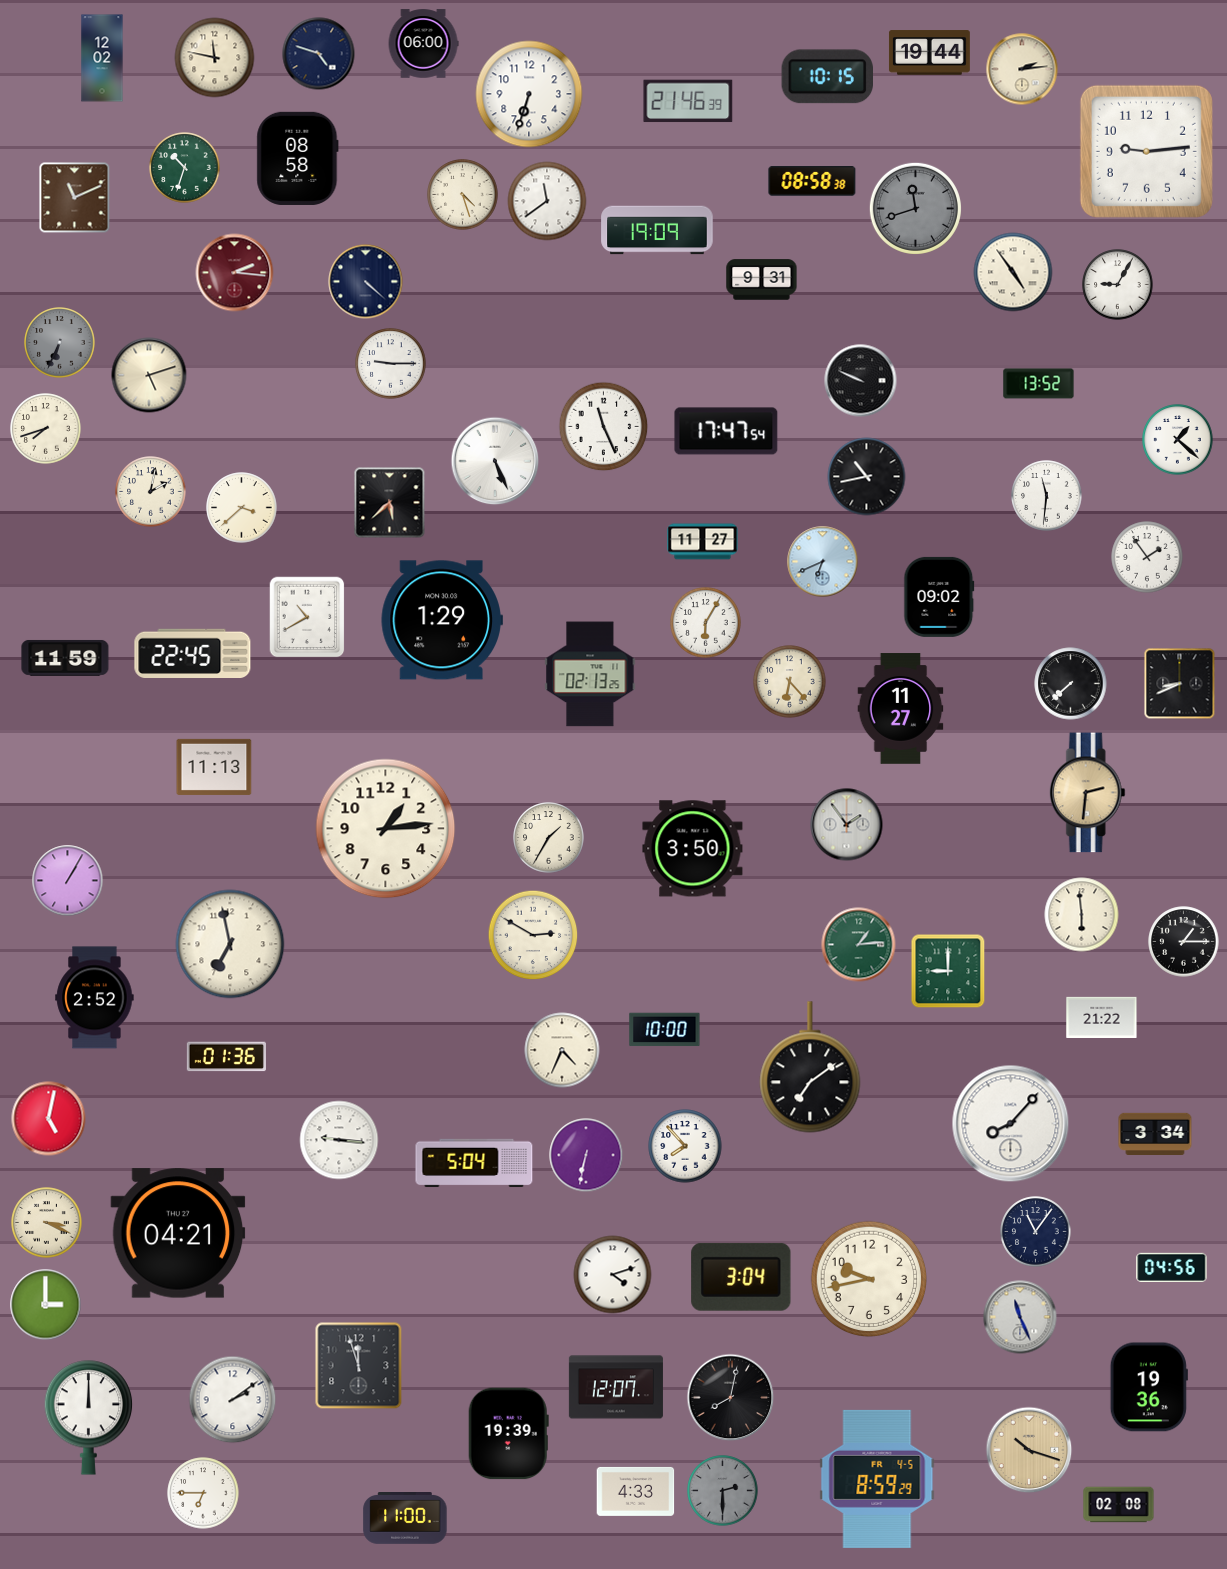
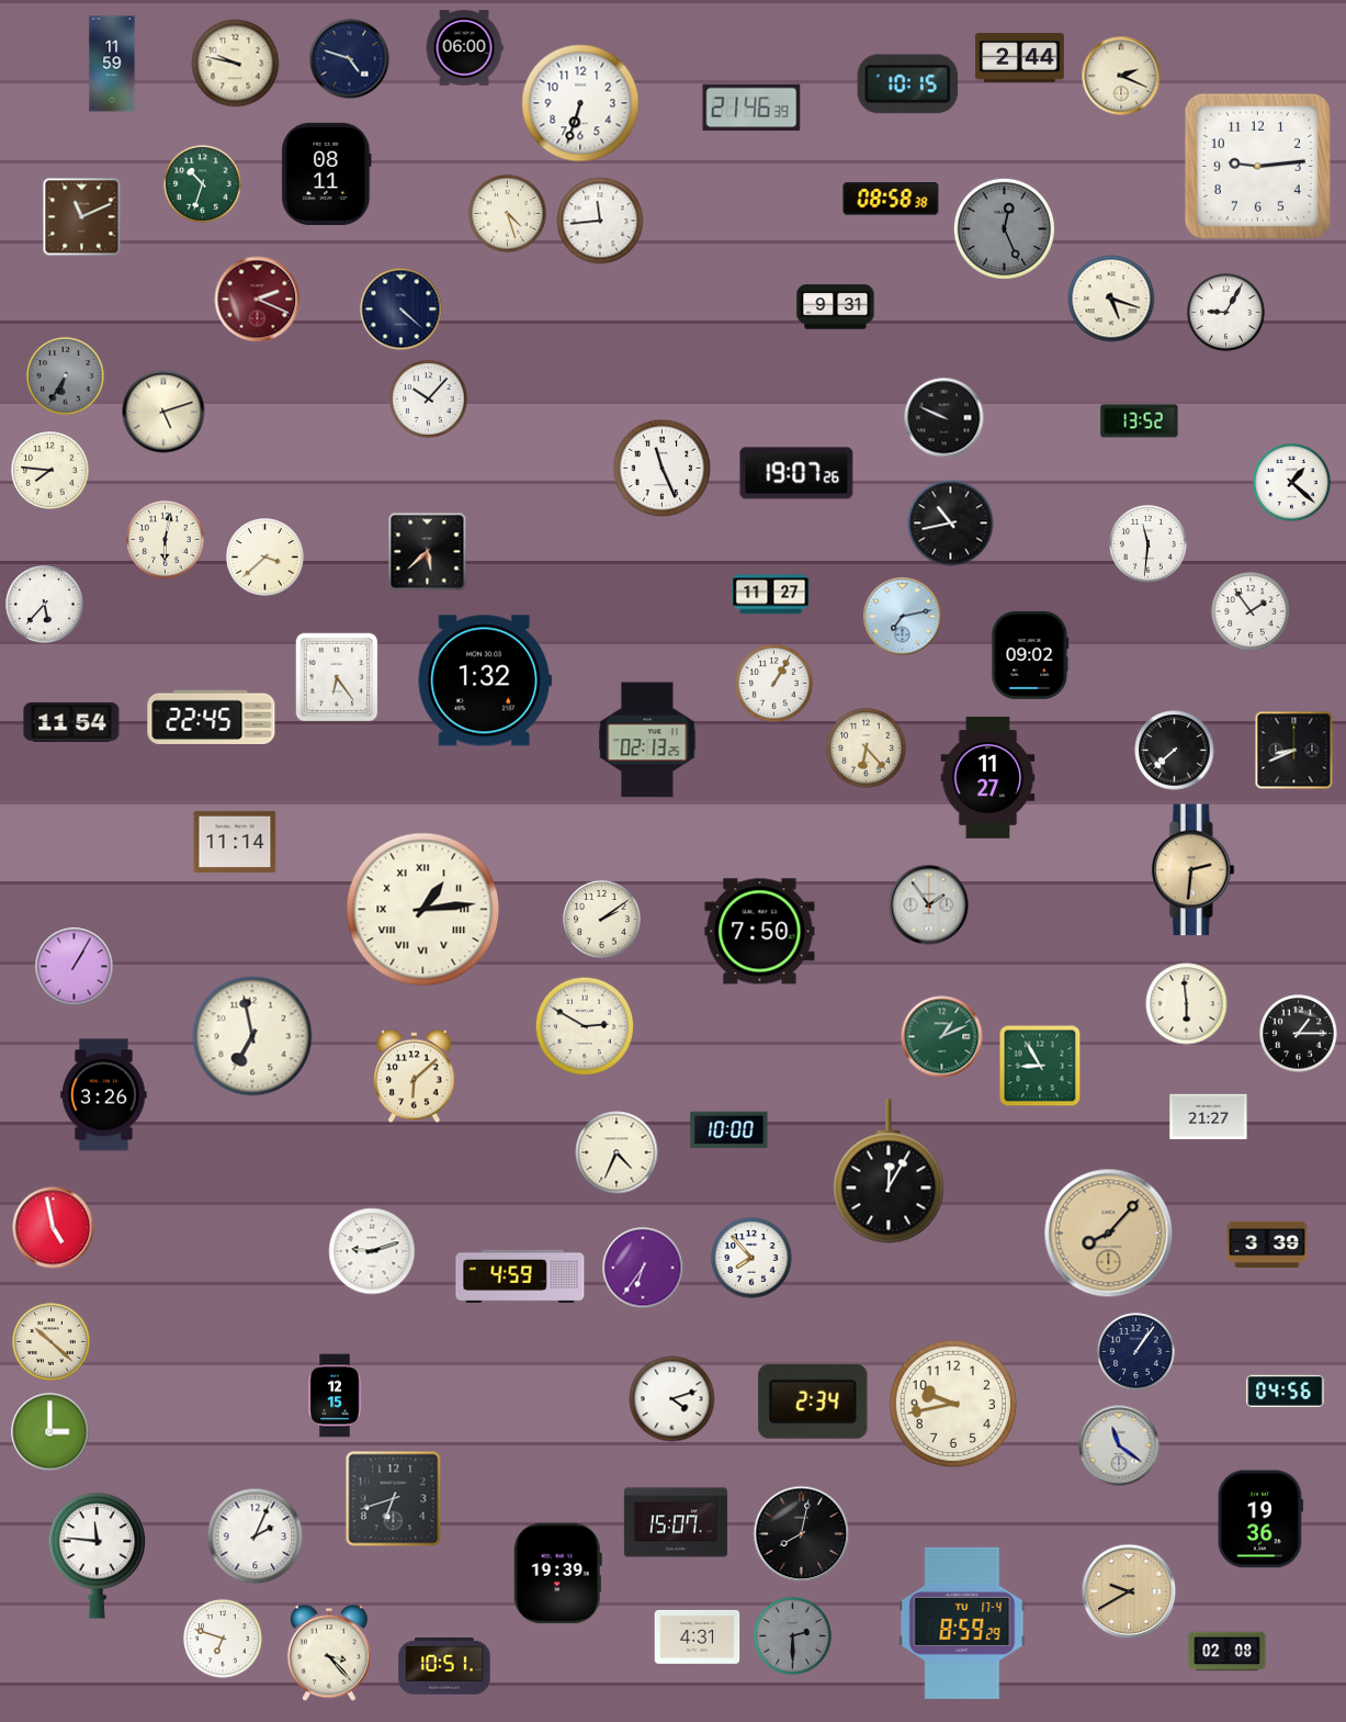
clock at (929, 53): 19:44 -> 2:44
clock at (102, 58): 12:02 -> 11:59
clock at (215, 58): 11:47 -> 9:47
clock at (1022, 69): 2:14 -> 2:19
clock at (688, 101) position: (688, 101) -> (751, 108)
clock at (298, 158): 08:58 -> 08:11
clock at (547, 201): 11:39 -> 11:44
clock at (915, 208): 11:42 -> 12:26
clock at (657, 230): 19:09 -> none
clock at (1013, 272): 4:54 -> 5:18
clock at (235, 273): 2:16 -> 2:19
clock at (60, 343): 6:34 -> 6:35
clock at (391, 364): 9:15 -> 10:07
clock at (46, 429): 7:42 -> 7:46
clock at (726, 431): 17:47 -> 19:07
clock at (495, 461): 5:26 -> none
clock at (151, 492): 2:02 -> 6:02
clock at (45, 605): none -> 5:37
clock at (1147, 557) position: (1147, 557) -> (1251, 611)
clock at (823, 562): 6:41 -> 7:13
clock at (307, 617): 10:40 -> 6:24
clock at (442, 620): 1:29 -> 1:32
clock at (706, 623): 6:05 -> 1:05
clock at (65, 658): 11:59 -> 11:54
clock at (214, 767): 11:13 -> 11:14
clock at (386, 829) numerals: Arabic -> Roman
clock at (549, 838): 1:35 -> 2:09
clock at (693, 849): 3:50 -> 7:50
clock at (859, 945): 1:14 -> 1:11
clock at (948, 971): 9:00 -> 8:55
clock at (415, 1077): none -> 6:08
clock at (95, 998): 2:52 -> 3:26
clock at (1102, 1017): 21:22 -> 21:27
clock at (226, 1057): 01:36 -> none
clock at (810, 1067): 7:09 -> 12:05
clock at (49, 1119): 5:02 -> 4:58
clock at (1011, 1124) dial: white -> champagne
clock at (1155, 1133): 3:34 -> 3:39
clock at (339, 1140): 9:16 -> 9:12
clock at (586, 1155): 6:32 -> 6:36
clock at (474, 1163): 5:04 -> 4:59
clock at (47, 1223): 3:19 -> 10:22
clock at (1036, 1232): 11:06 -> 1:06
clock at (178, 1233): 04:21 -> none
clock at (335, 1396): none -> 12:15
clock at (741, 1277): 3:04 -> 2:34
clock at (1020, 1317): 11:26 -> 11:21
clock at (359, 1366): 11:57 -> 6:42
clock at (616, 1387): 12:07 -> 15:07
clock at (1149, 1387) position: (1149, 1387) -> (1260, 1519)
clock at (233, 1400): 2:09 -> 2:04
clock at (89, 1418): 12:00 -> 11:46
clock at (1029, 1450): 10:18 -> 9:40
clock at (877, 1479) date: FR 4-5 -> TU 17-4
clock at (636, 1491): 4:33 -> 4:31
clock at (203, 1493): 6:45 -> 6:48
clock at (329, 1653): none -> 3:23
clock at (405, 1519): 11:00 -> 10:51
